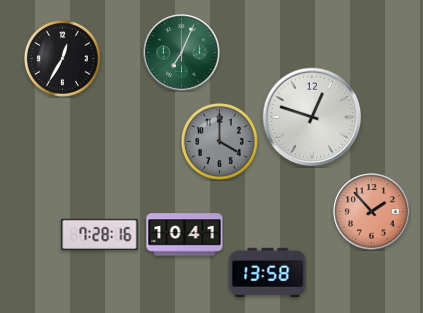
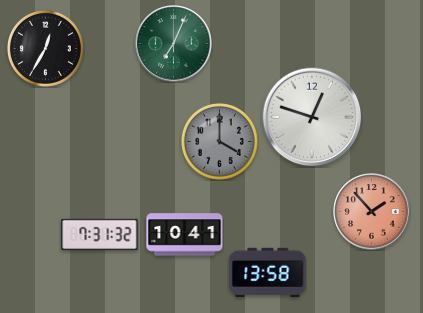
clock at (182, 53) position: (182, 53) -> (174, 44)
clock at (62, 58) position: (62, 58) -> (45, 48)
clock at (100, 234): 7:28 -> 7:31
